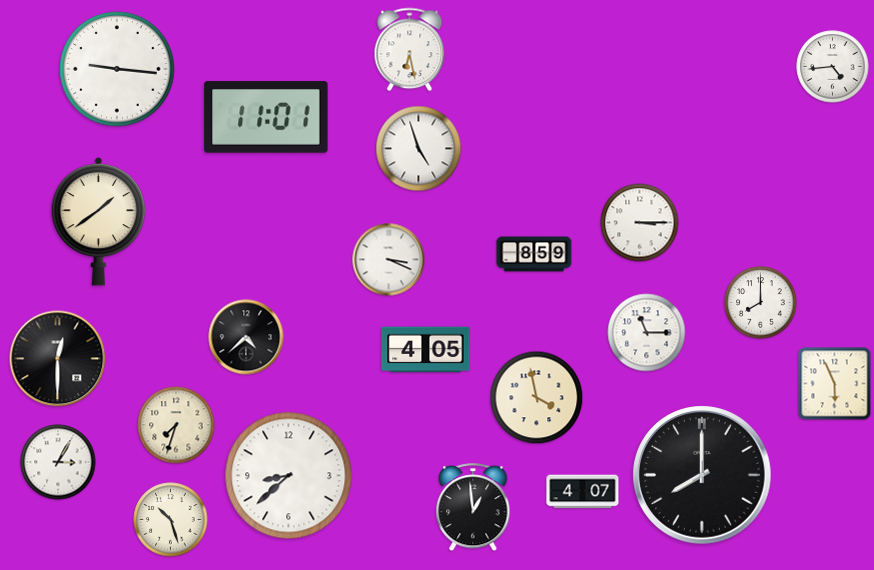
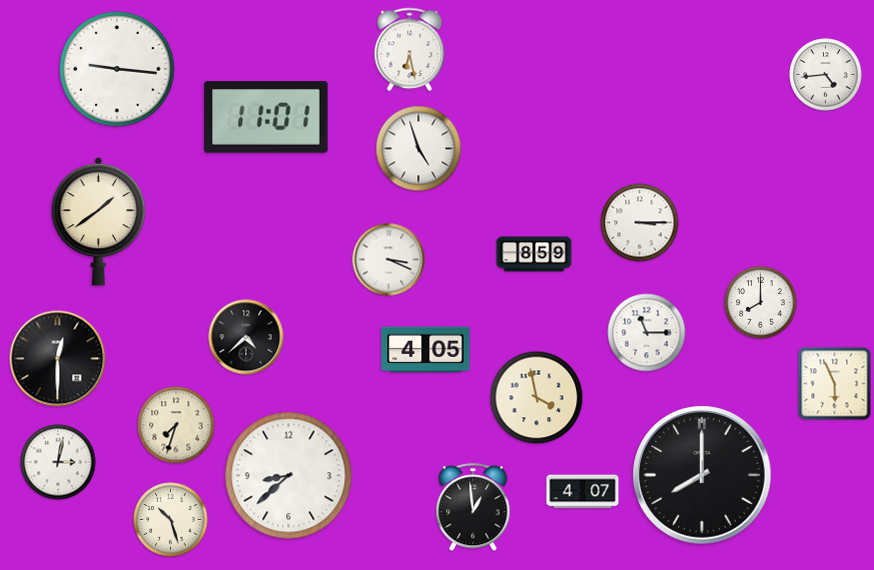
clock at (833, 67) position: (833, 67) -> (826, 75)
clock at (58, 462): 3:05 -> 3:02
